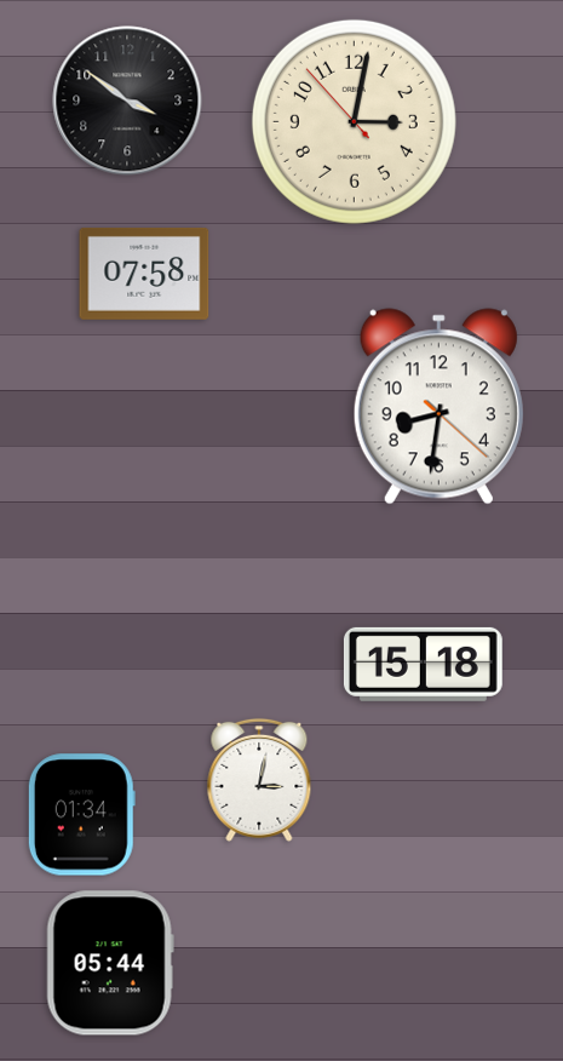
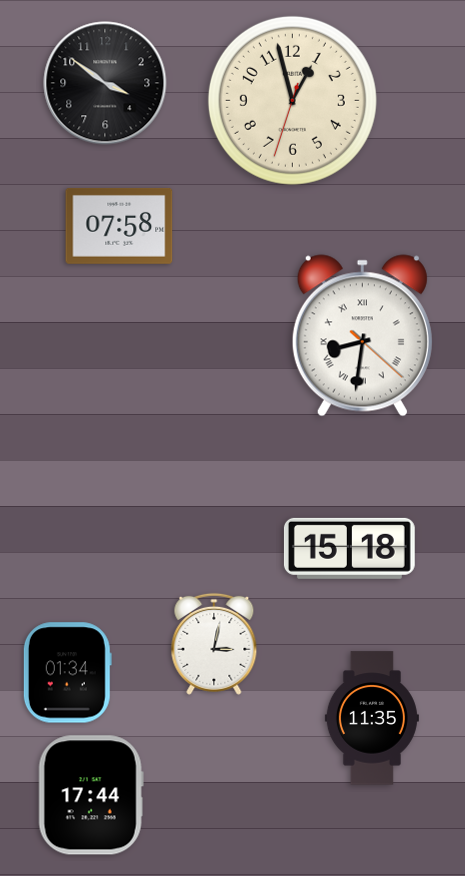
clock at (354, 121): 3:01 -> 12:57
clock at (438, 407) numerals: Arabic -> Roman
clock at (372, 718): none -> 11:35
clock at (110, 963): 05:44 -> 17:44
